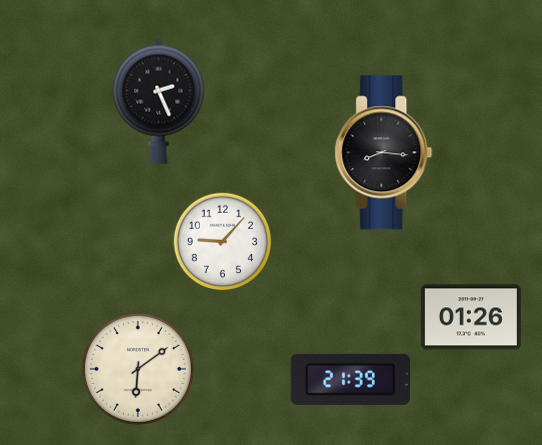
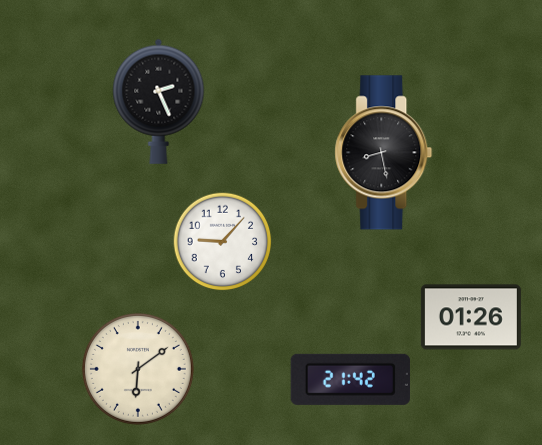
clock at (384, 153): 8:16 -> 8:28
clock at (350, 379): 21:39 -> 21:42
